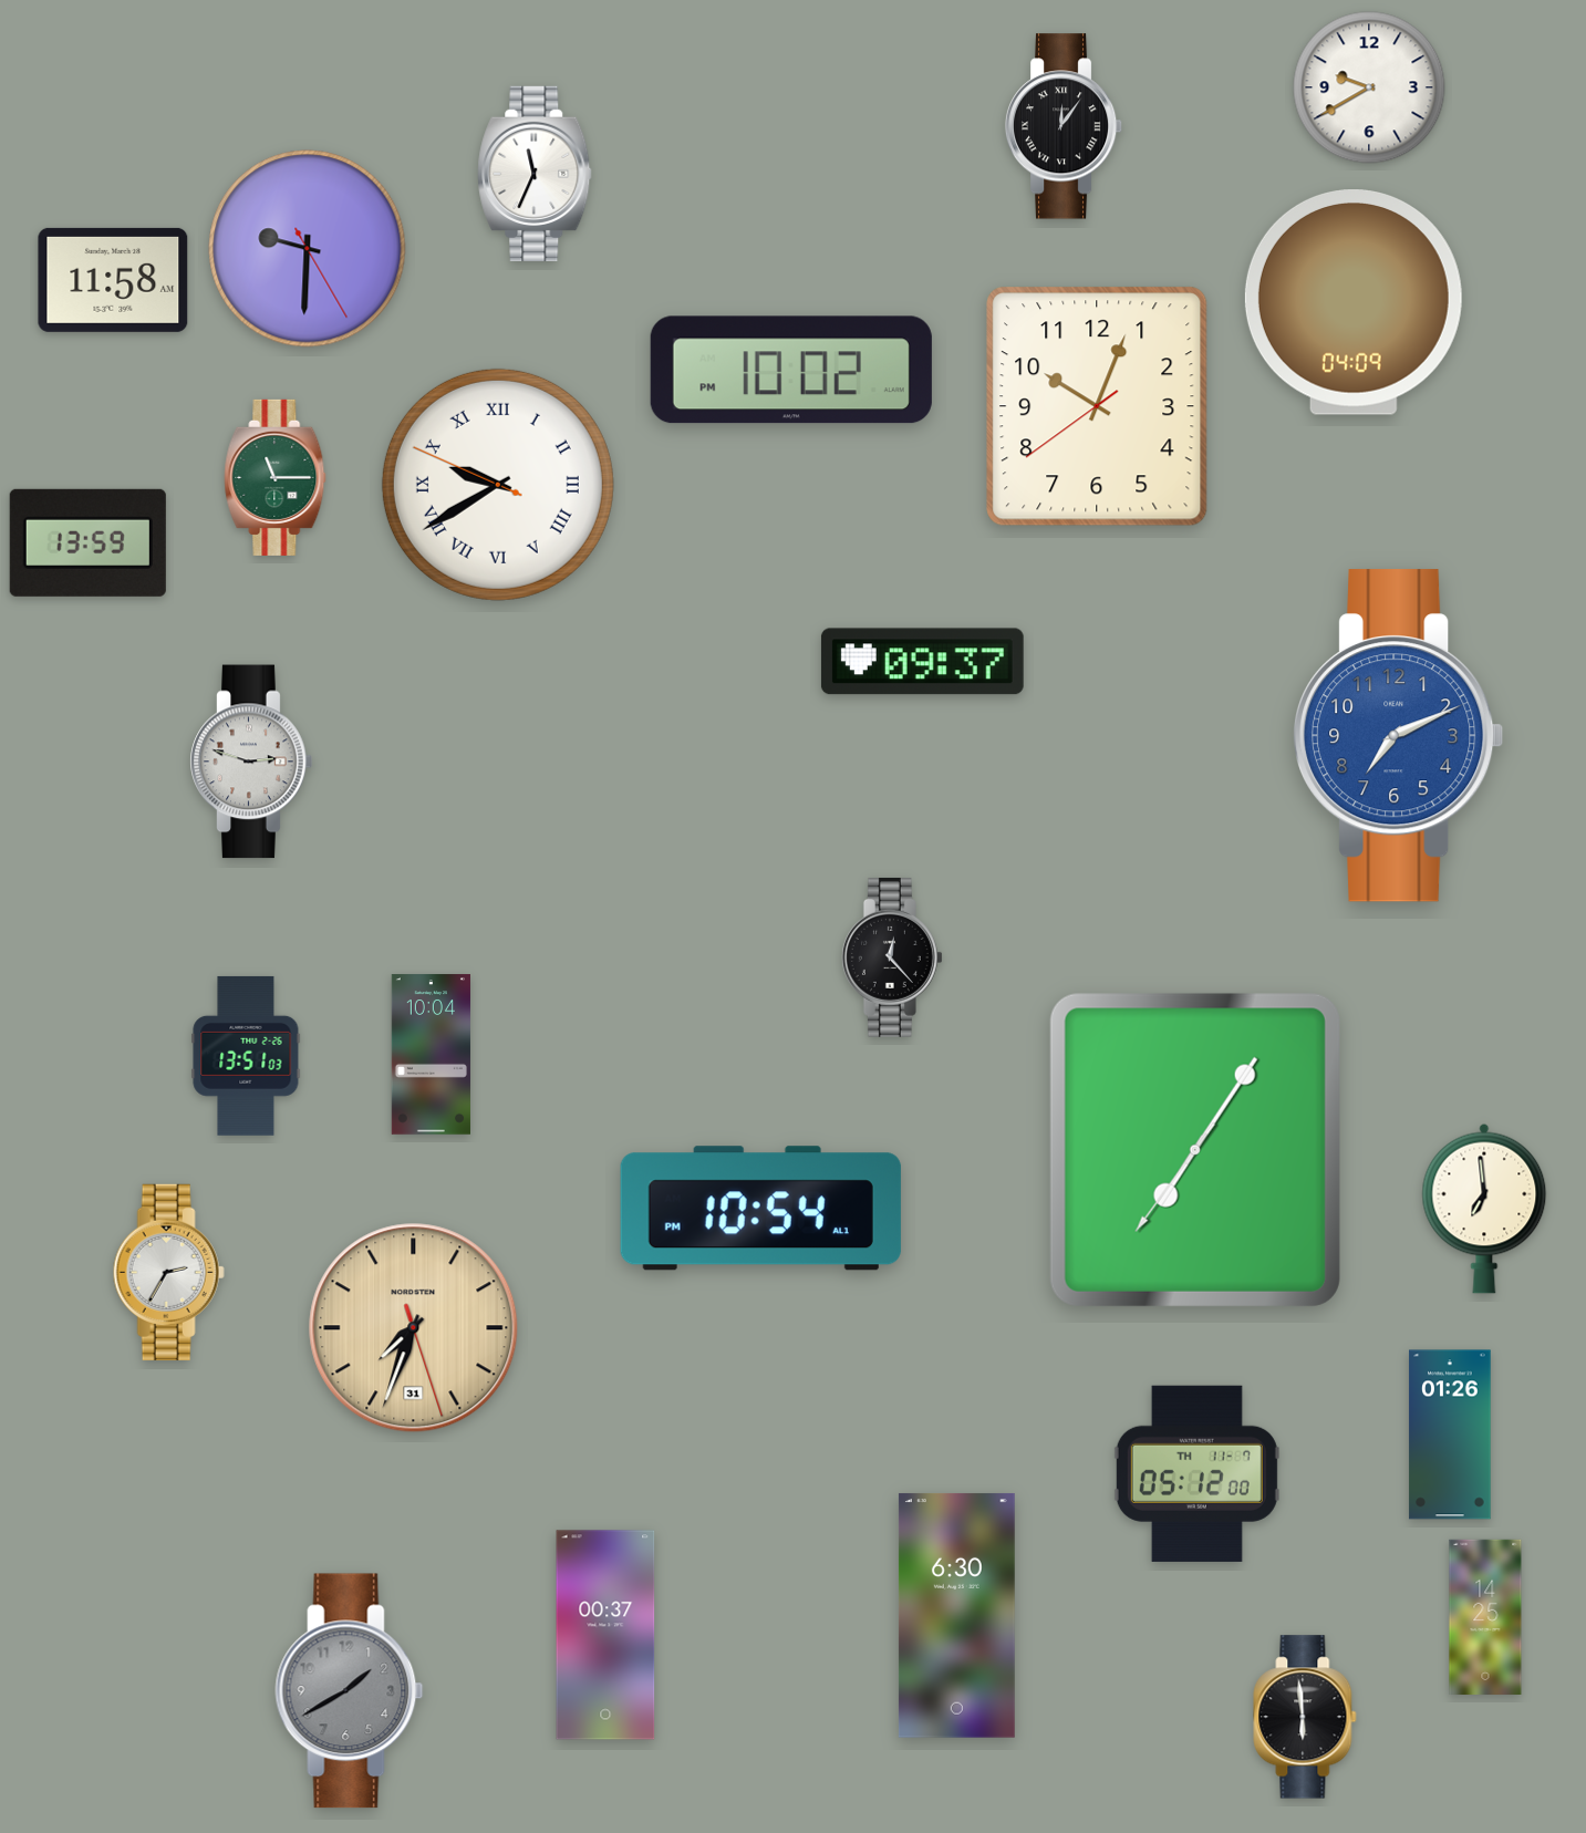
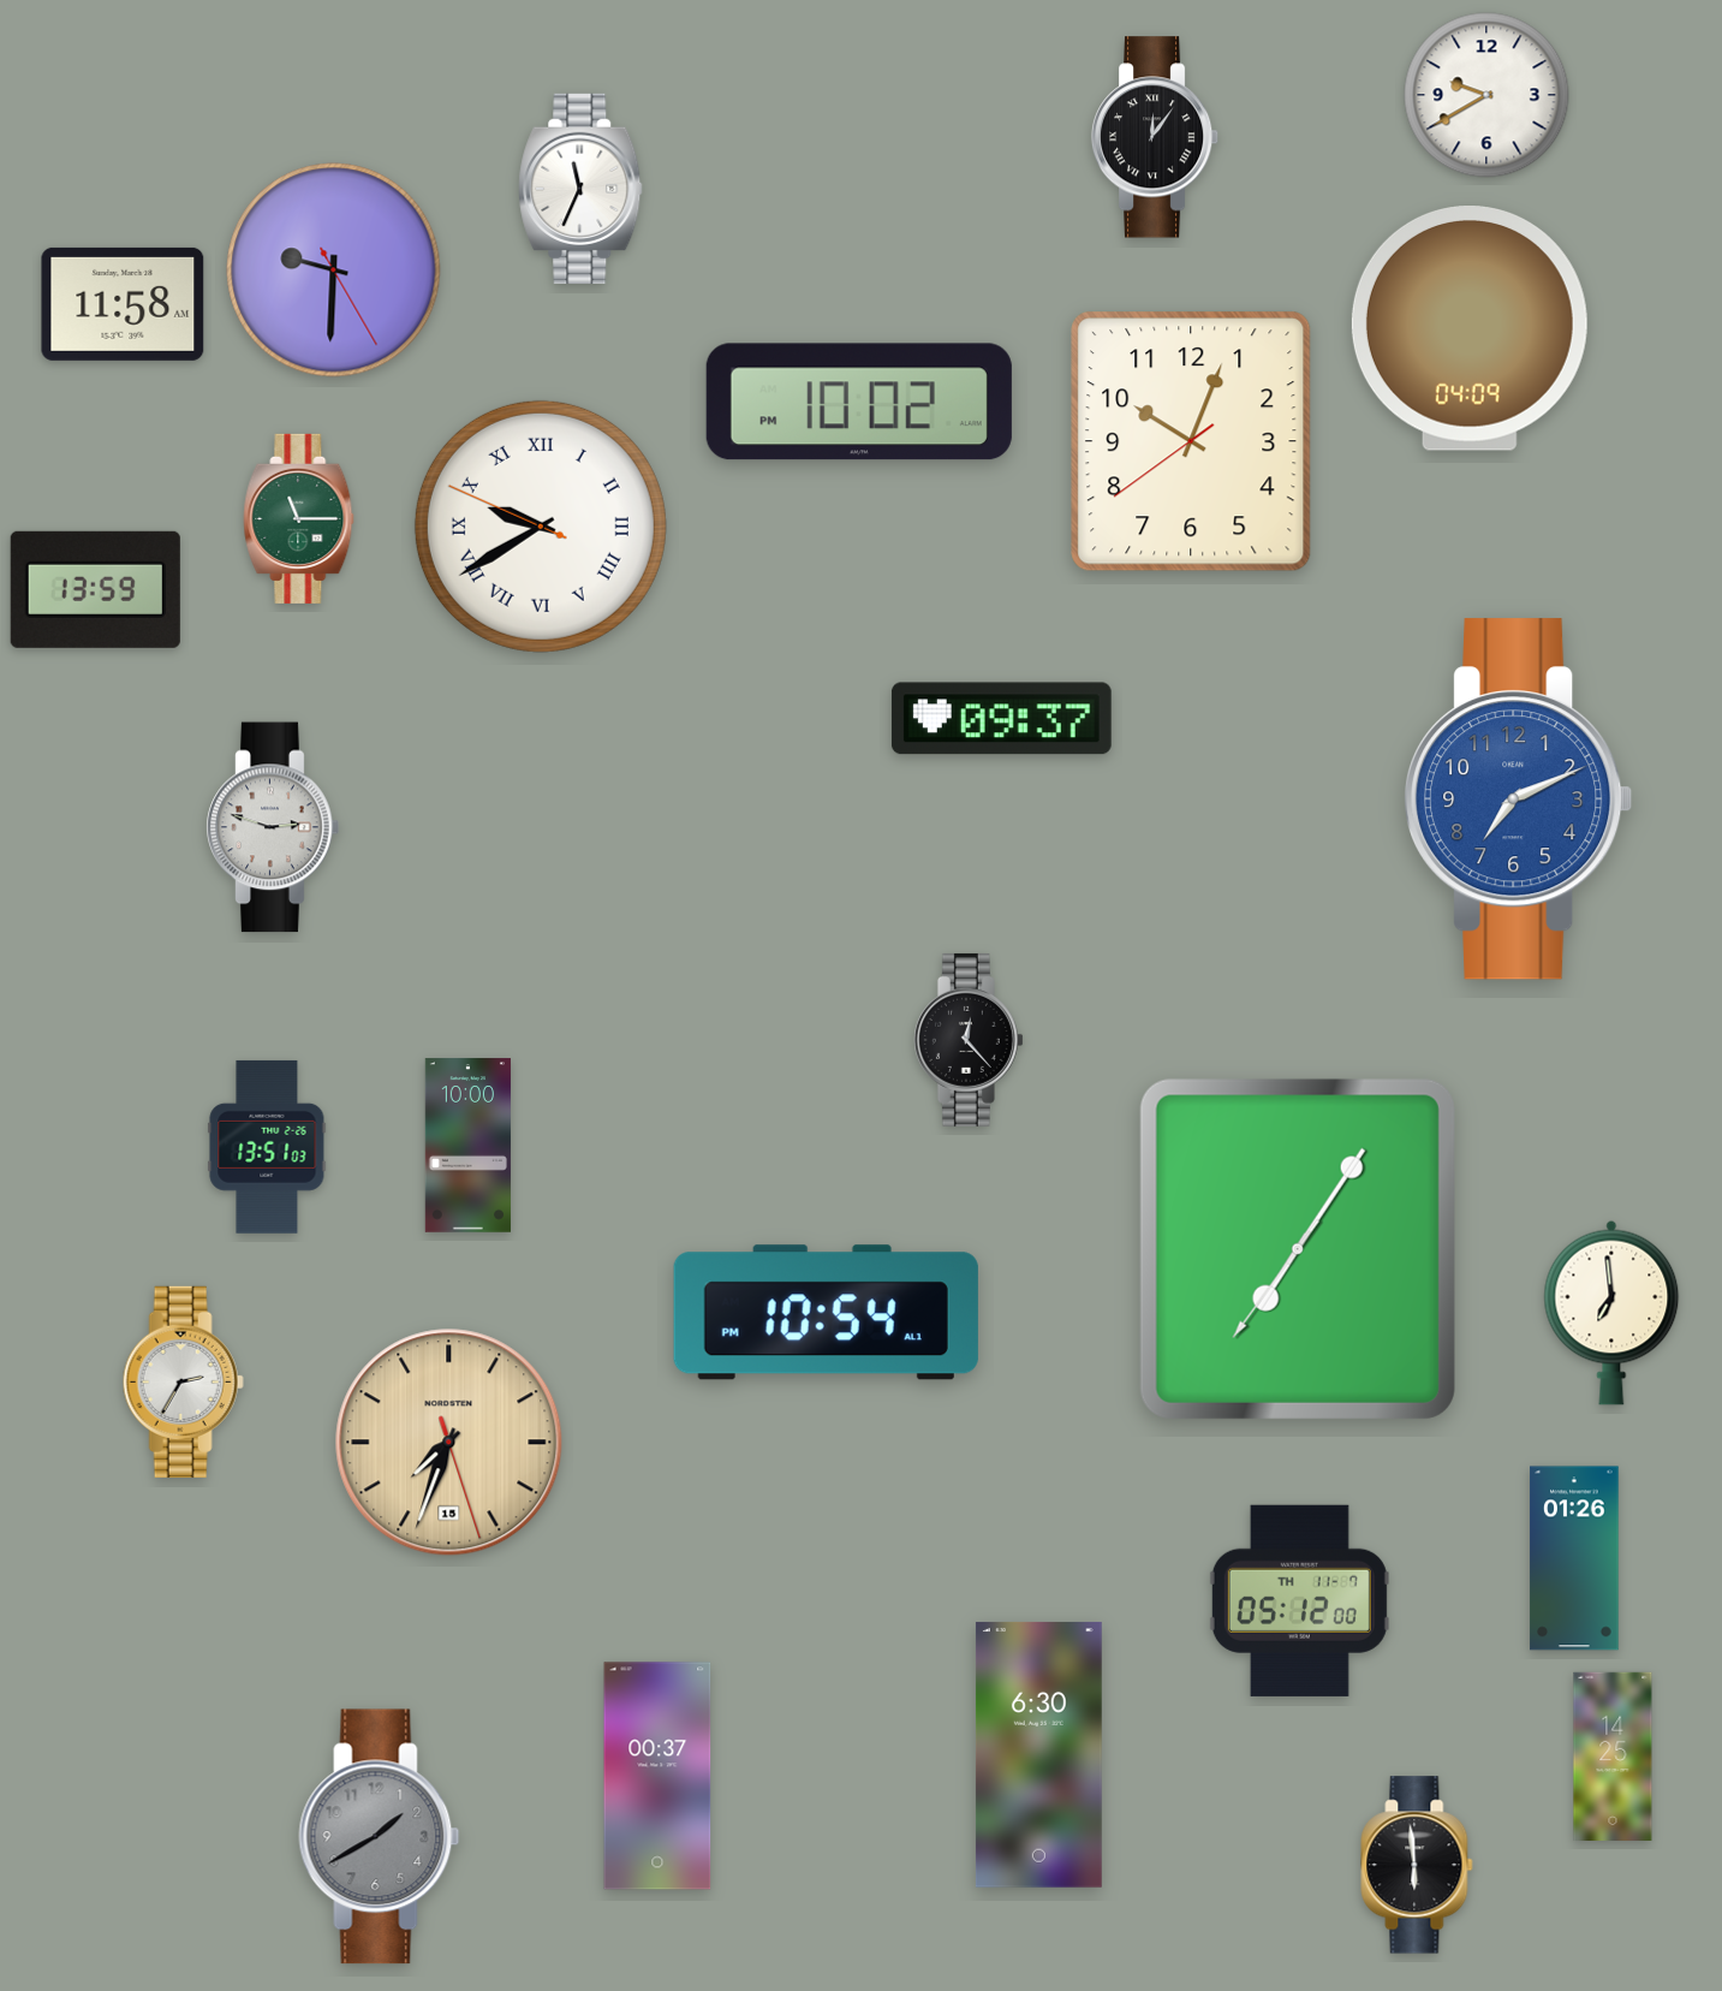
clock at (431, 1055): 10:04 -> 10:00
clock at (414, 1328) date: 31 -> 15
